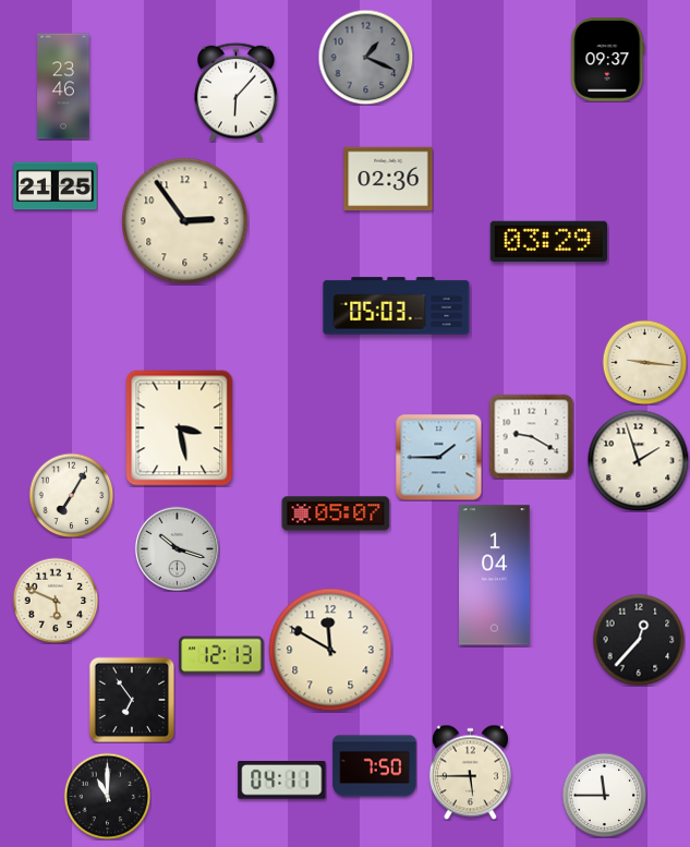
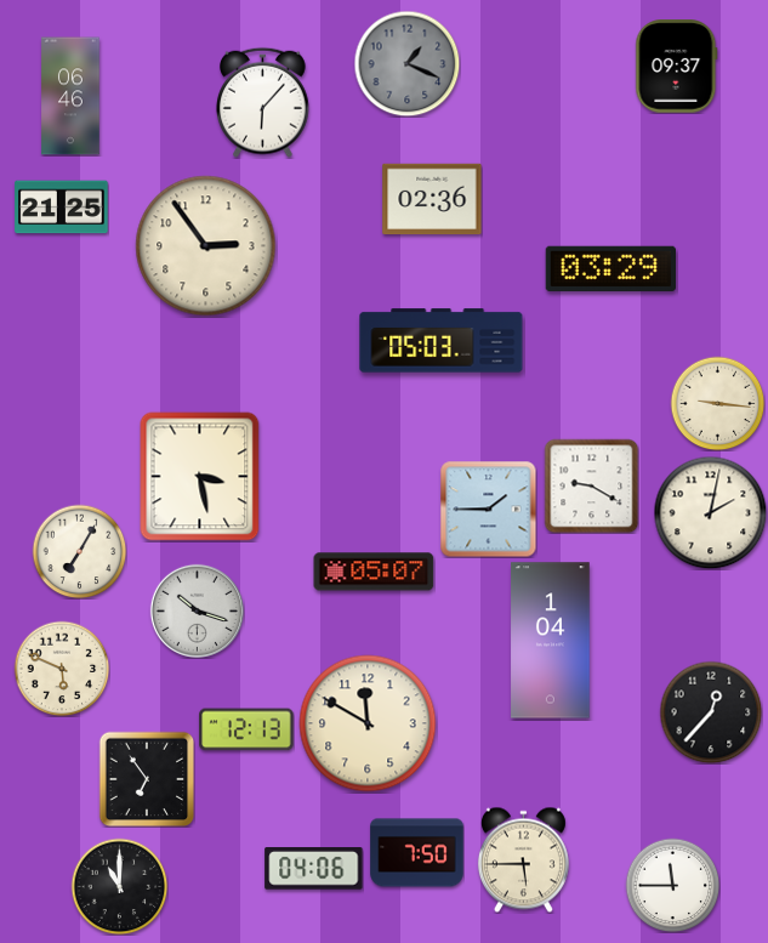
clock at (63, 86): 23:46 -> 06:46
clock at (638, 460): 1:57 -> 2:02
clock at (282, 781): 04:11 -> 04:06
